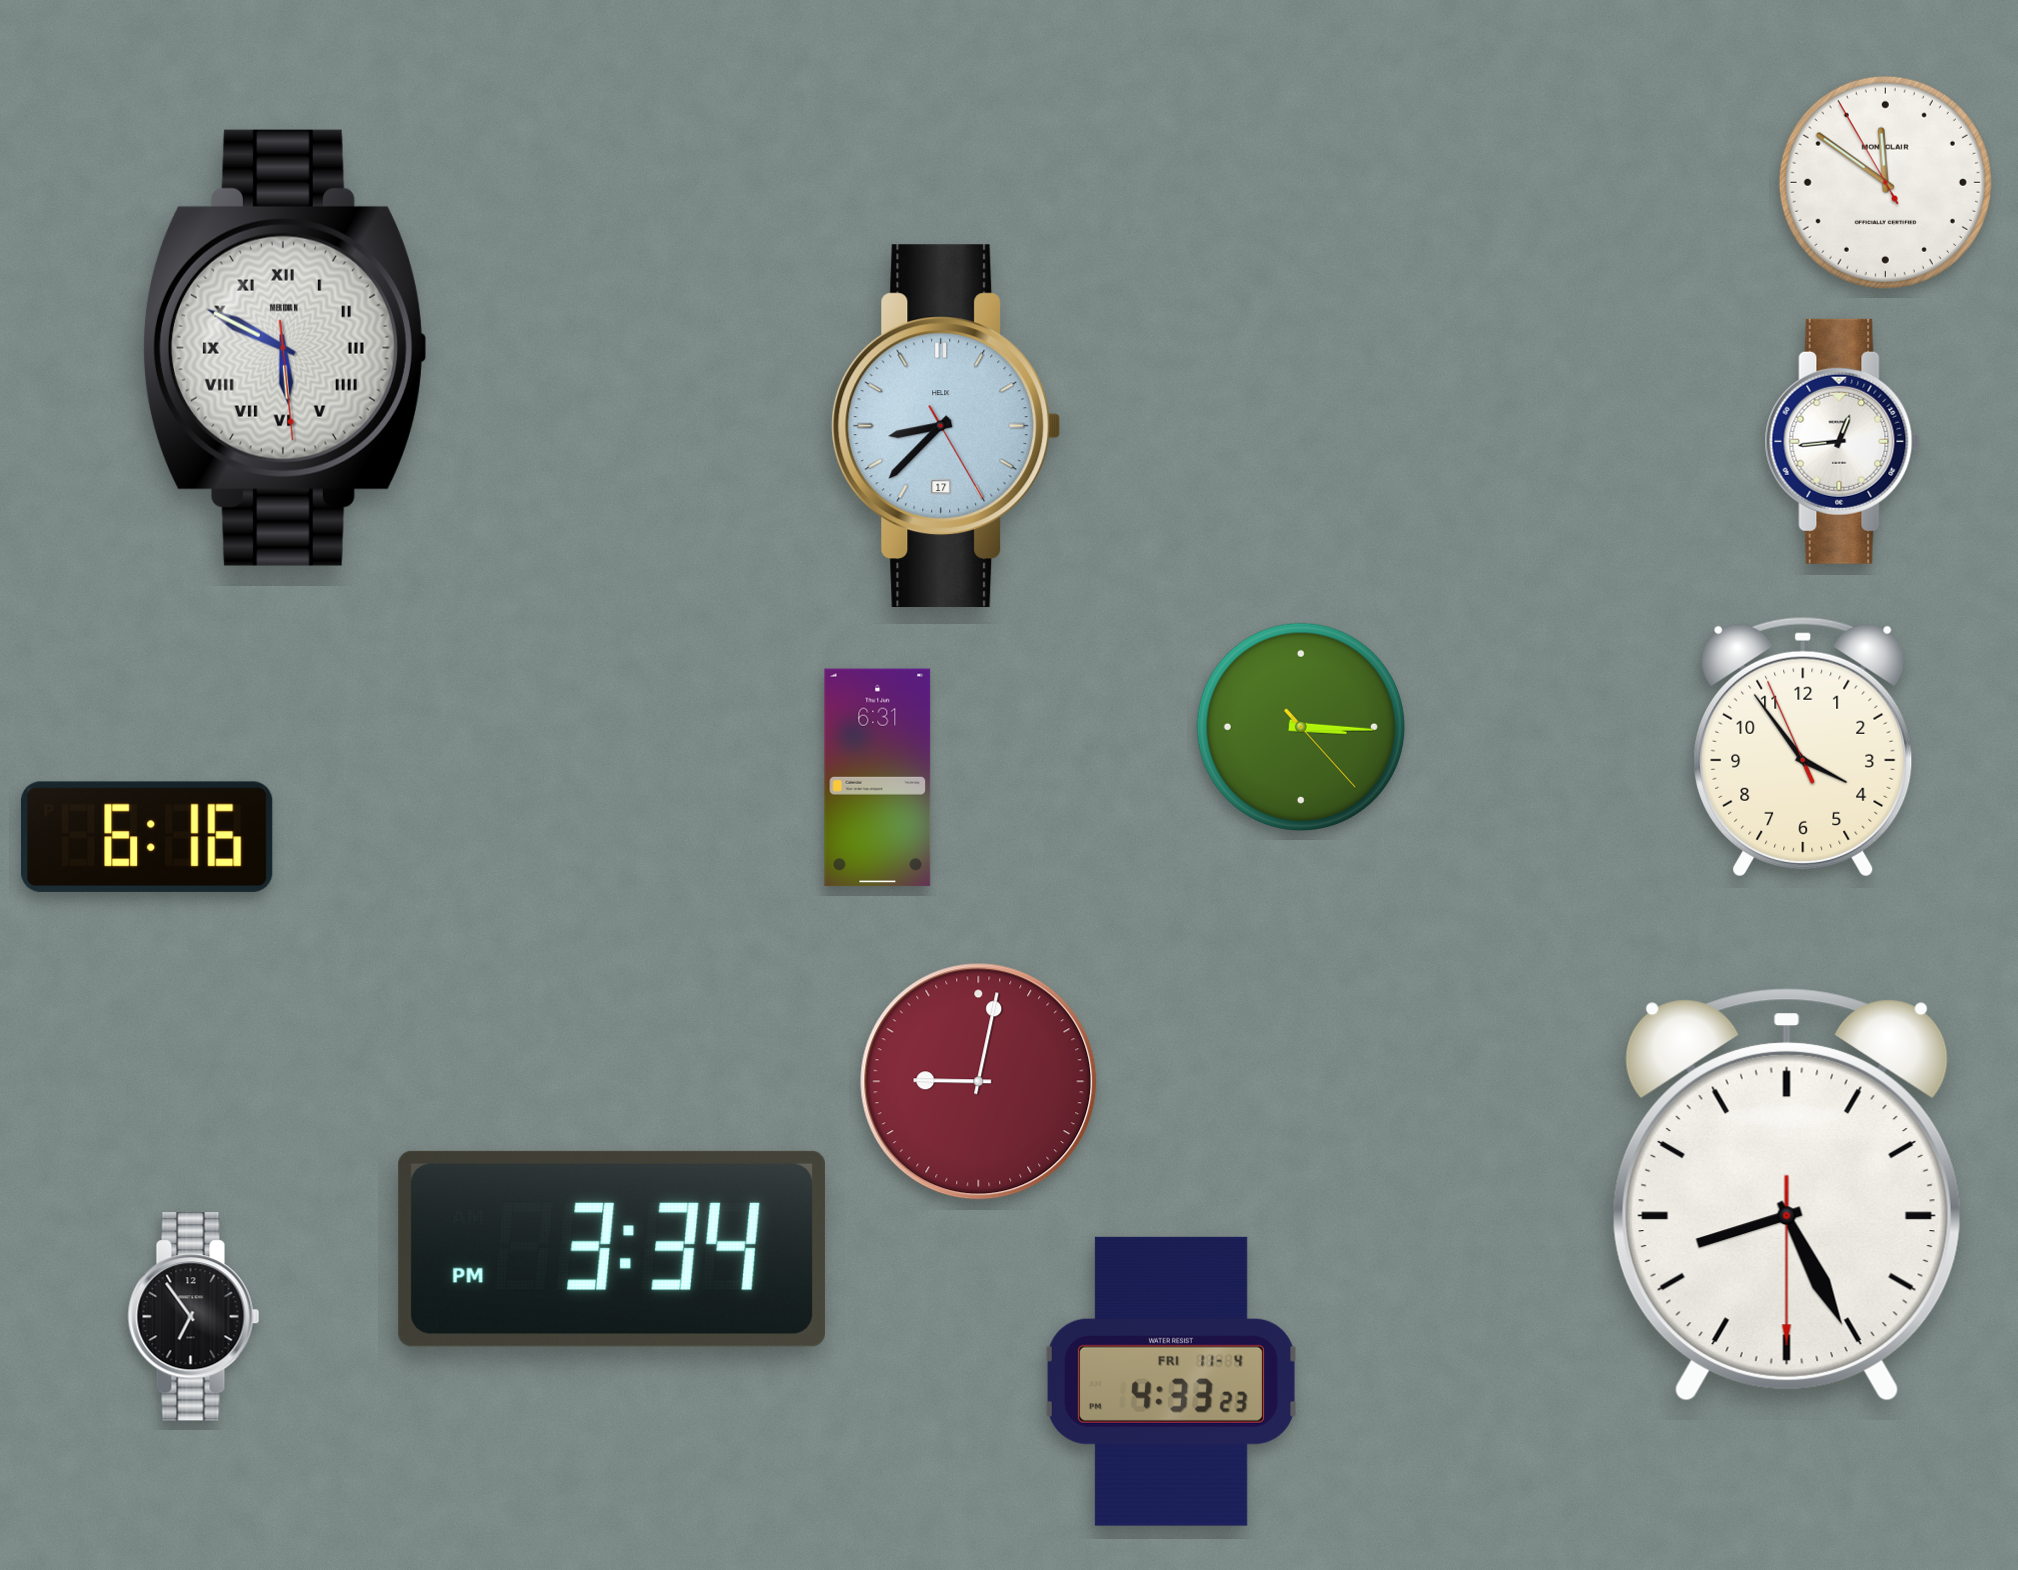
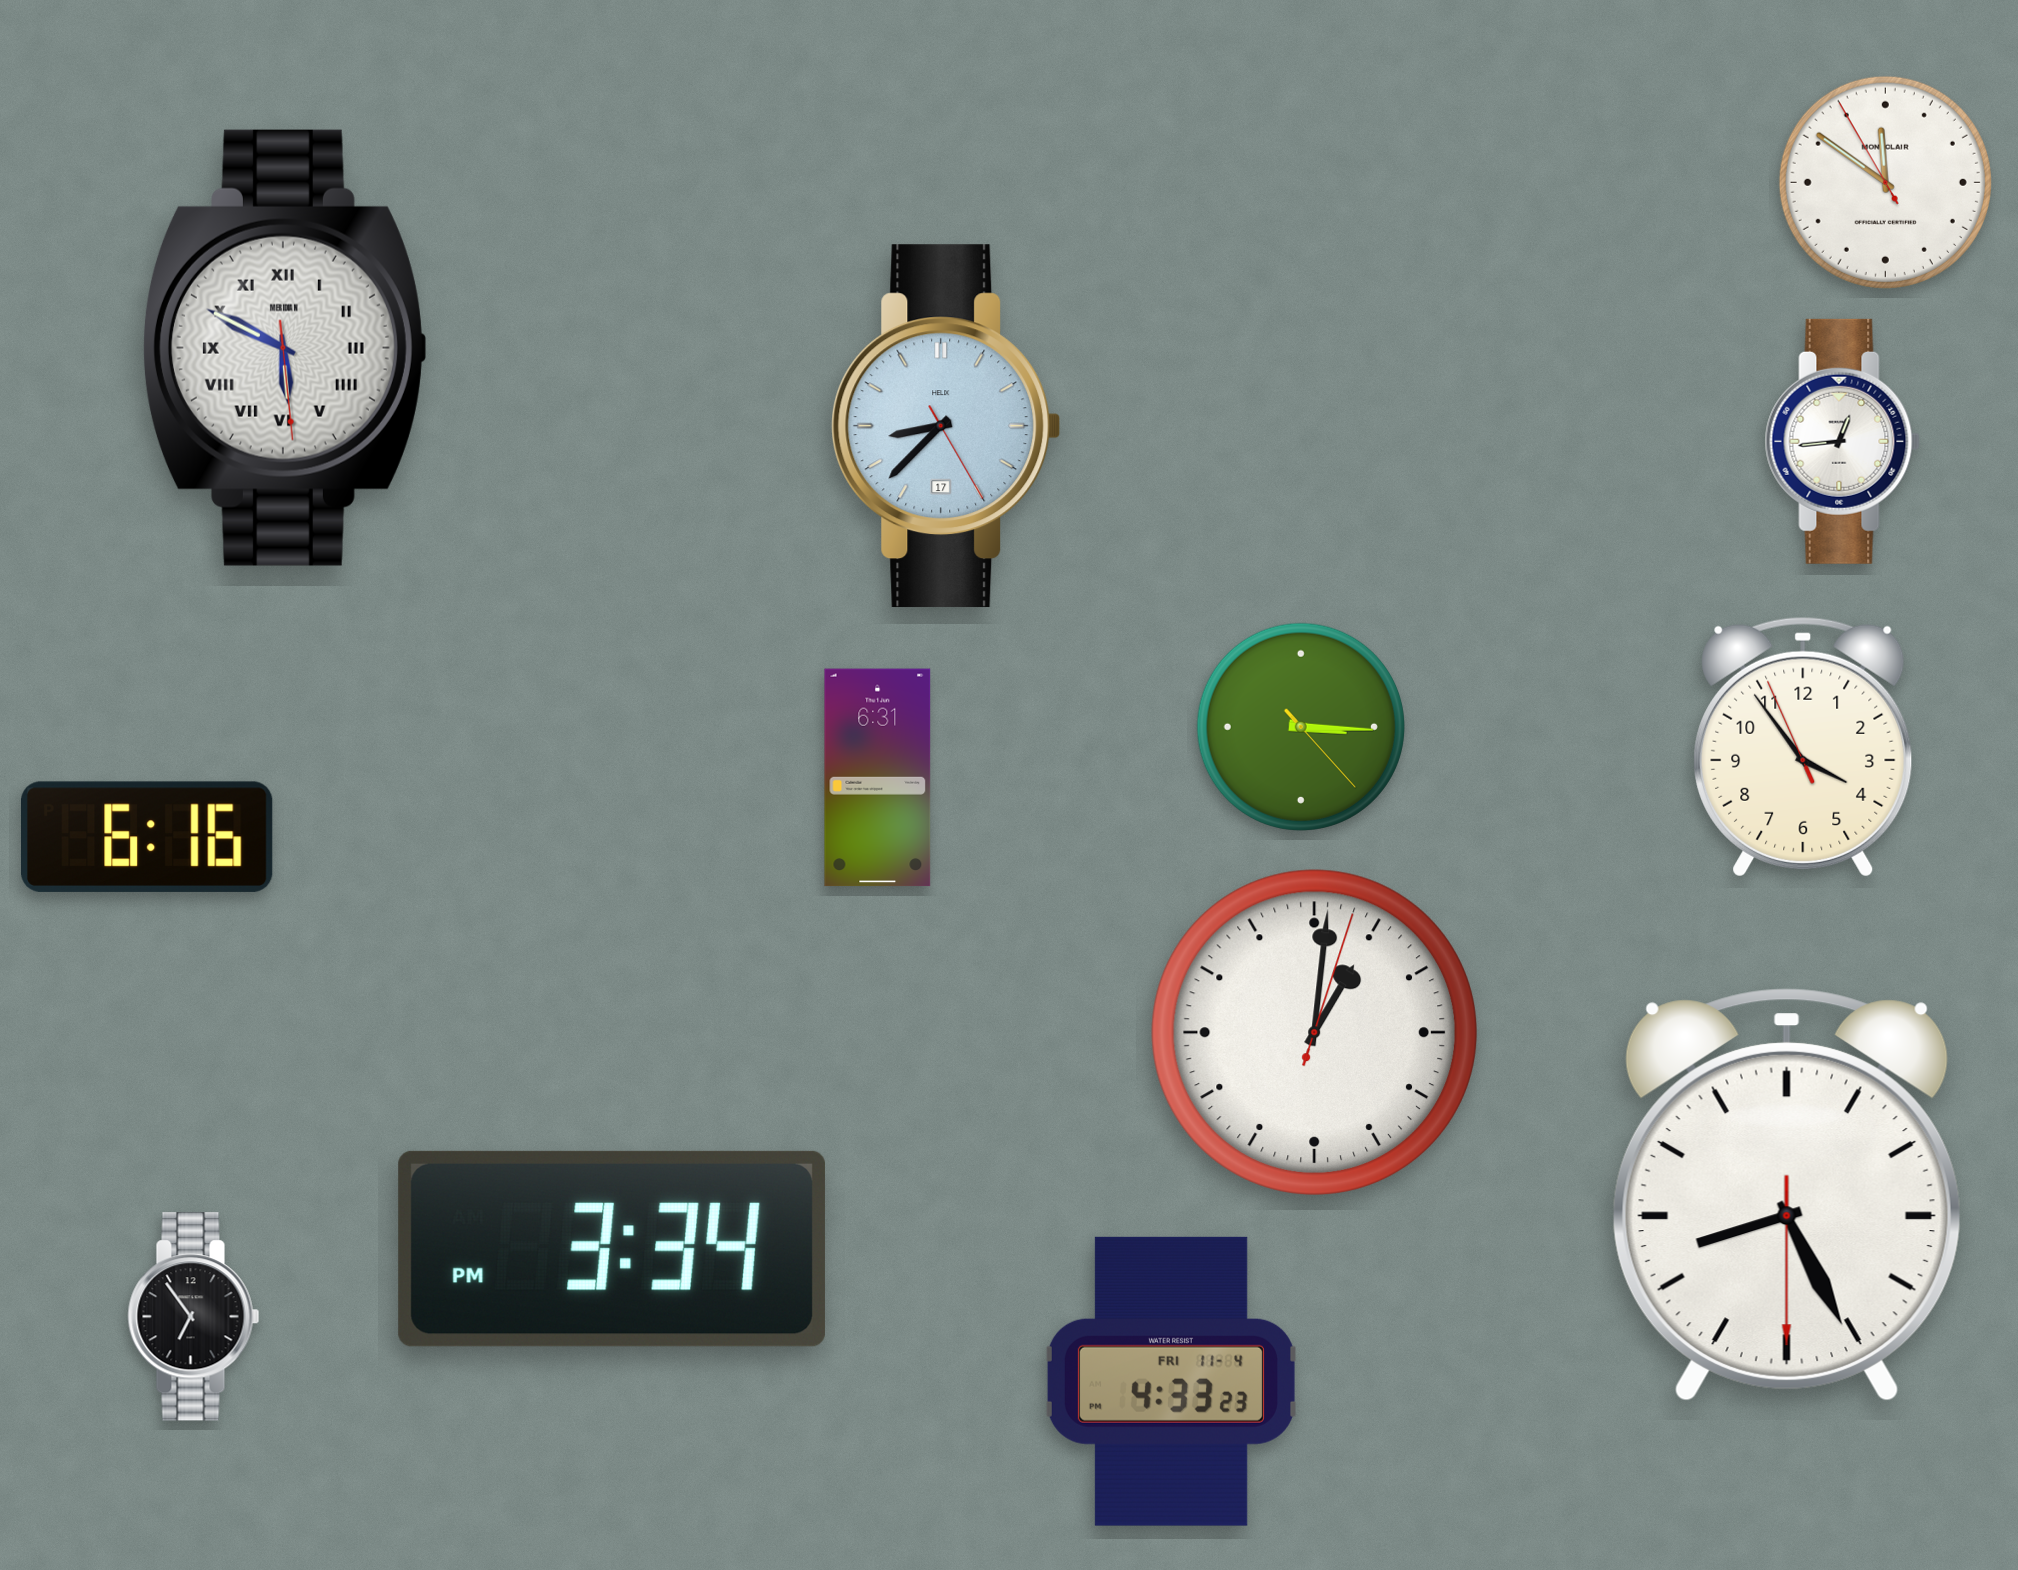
clock at (1314, 1032): none -> 1:01
clock at (979, 1082): 9:02 -> none
